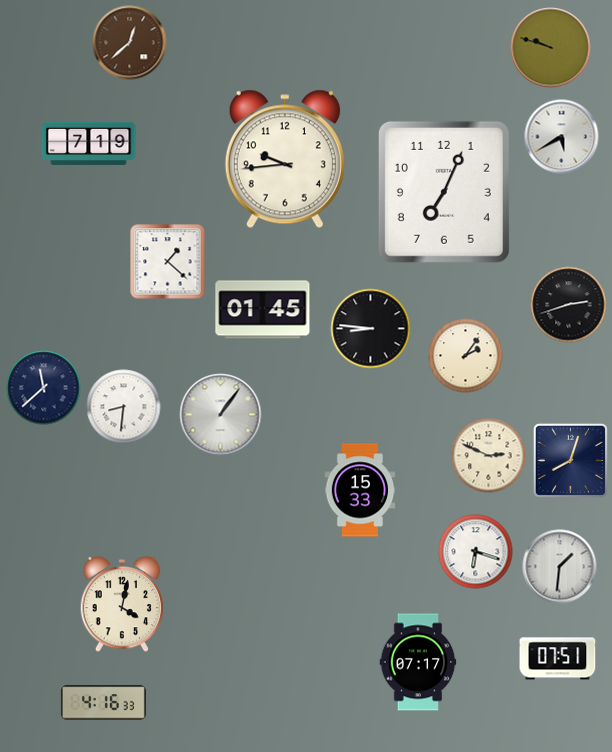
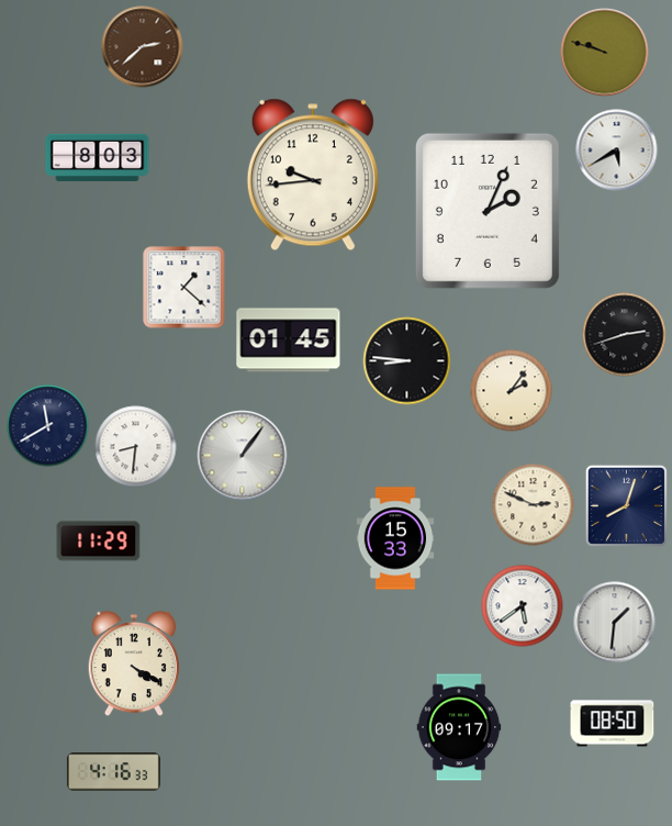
clock at (130, 43): 12:38 -> 2:38
clock at (89, 143): 7:19 -> 8:03
clock at (444, 192): 7:04 -> 2:04
clock at (44, 388): 11:38 -> 11:40
clock at (489, 456) position: (489, 456) -> (534, 505)
clock at (99, 542): none -> 11:29
clock at (476, 552): 6:18 -> 5:39
clock at (122, 604): 4:02 -> 4:20
clock at (558, 659): 07:51 -> 08:50
clock at (418, 662): 07:17 -> 09:17
